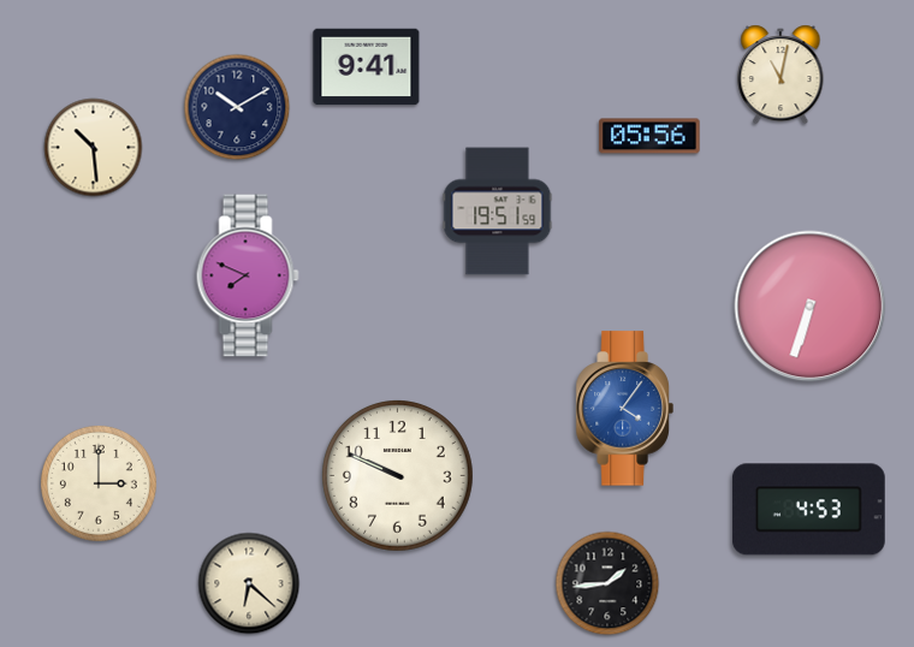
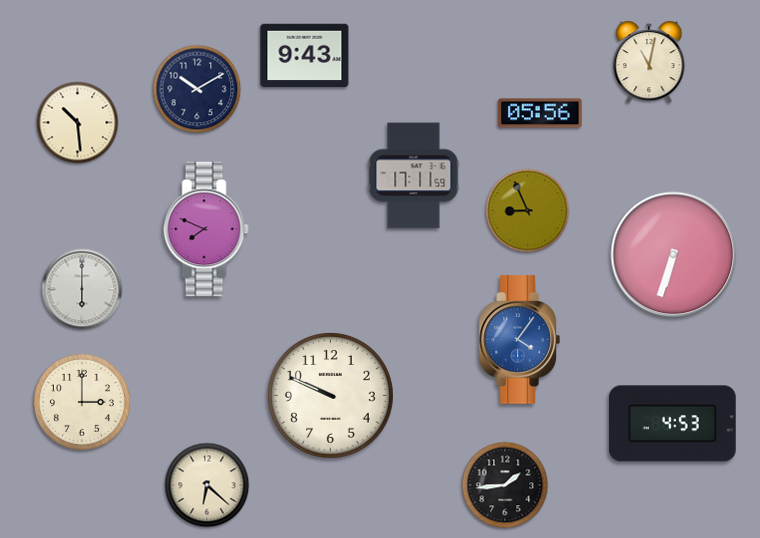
clock at (367, 67): 9:41 -> 9:43
clock at (498, 212): 19:51 -> 17:11
clock at (528, 211): none -> 8:56
clock at (82, 289): none -> 6:00
